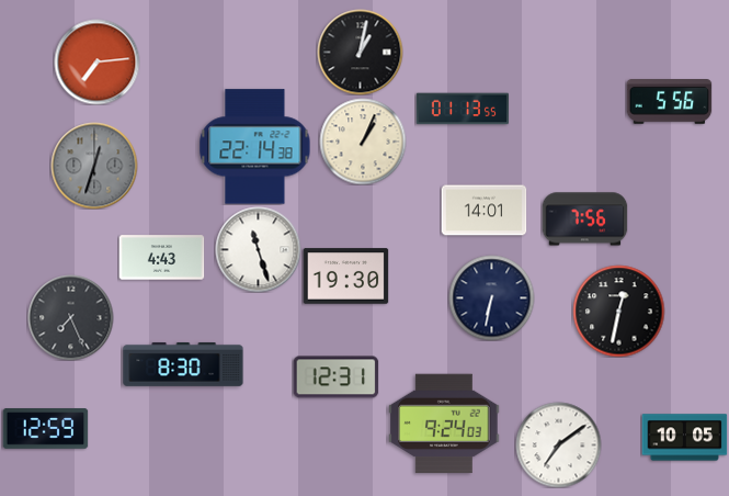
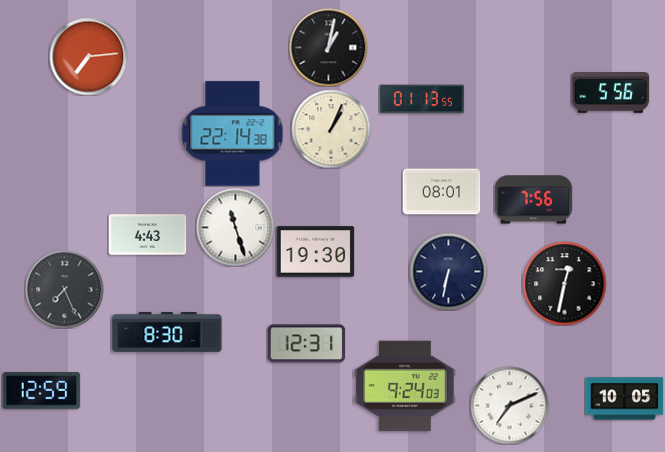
clock at (94, 166): 12:33 -> none
clock at (483, 211): 14:01 -> 08:01
clock at (558, 444): 7:09 -> 7:11
